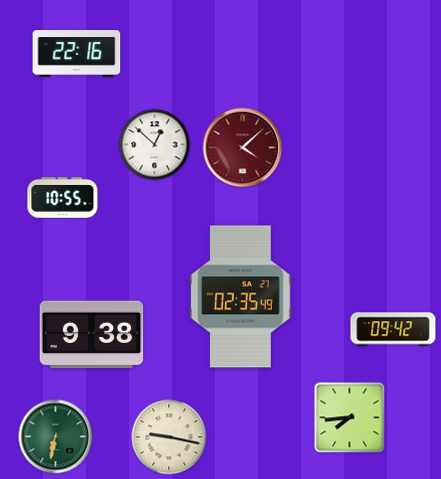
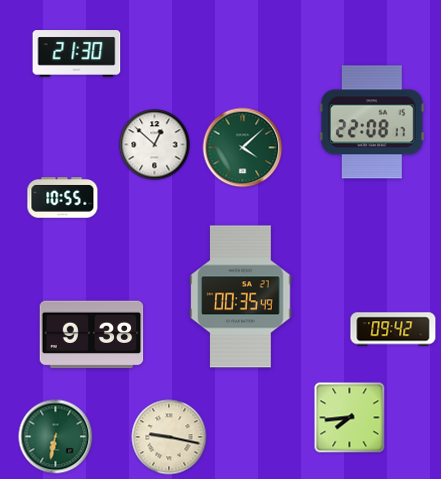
clock at (77, 54): 22:16 -> 21:30
clock at (372, 122): none -> 22:08
clock at (243, 148) dial: burgundy -> green
clock at (241, 297): 02:35 -> 00:35
